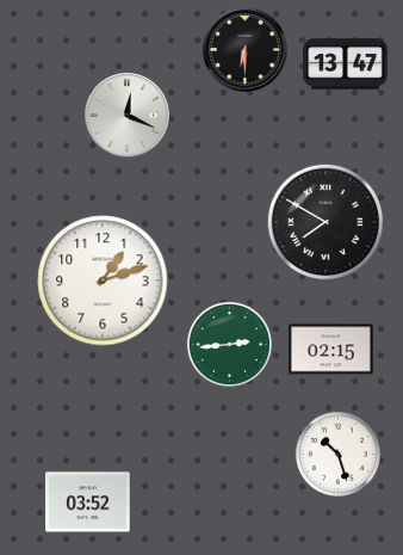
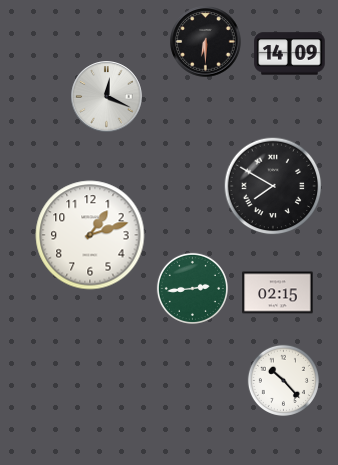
clock at (346, 64): 13:47 -> 14:09
clock at (103, 280) position: (103, 280) -> (90, 235)
clock at (337, 454): 10:27 -> 10:23
clock at (88, 502): 03:52 -> none
